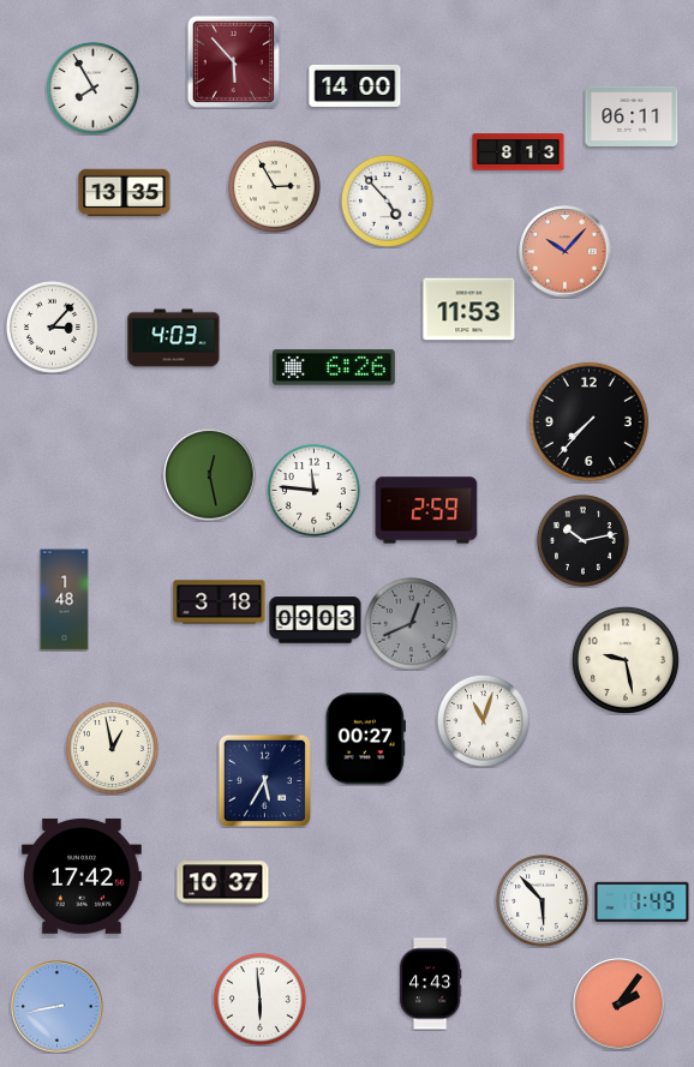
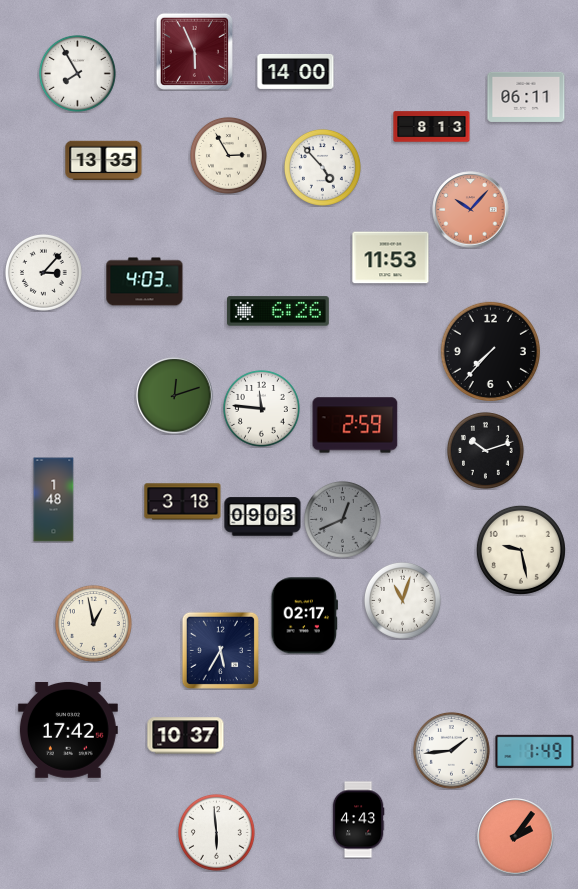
clock at (233, 61): 5:53 -> 5:56
clock at (335, 367) position: (335, 367) -> (279, 311)
clock at (210, 475): 12:28 -> 12:12
clock at (584, 541): 10:13 -> 10:12
clock at (365, 739): 00:27 -> 02:17
clock at (543, 901): 5:53 -> 1:44
clock at (58, 1007): 8:43 -> none
